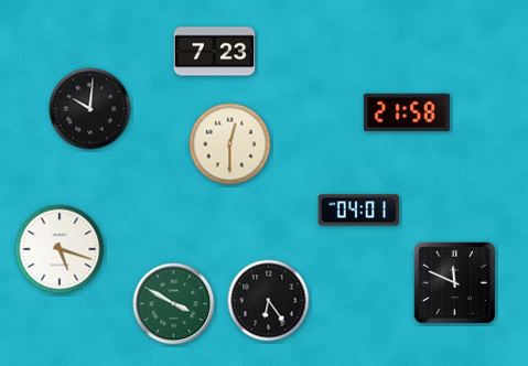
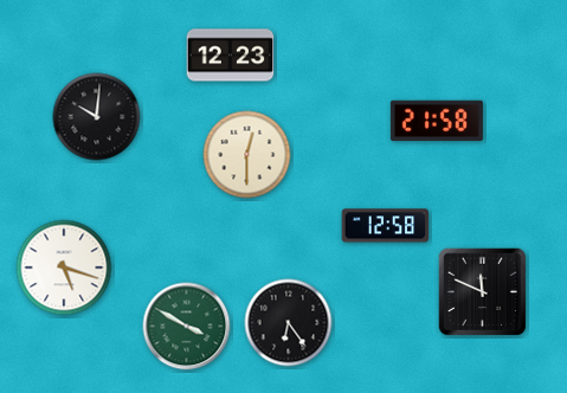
clock at (215, 52): 7:23 -> 12:23
clock at (359, 211): 04:01 -> 12:58
clock at (455, 283) position: (455, 283) -> (483, 292)
